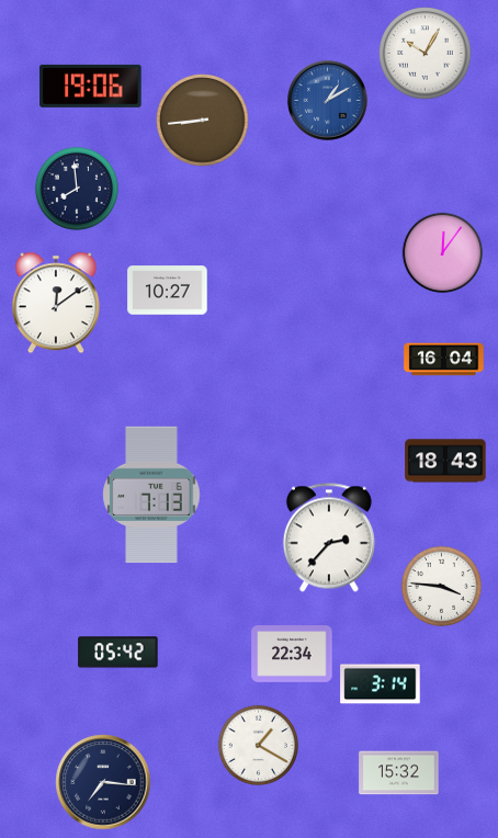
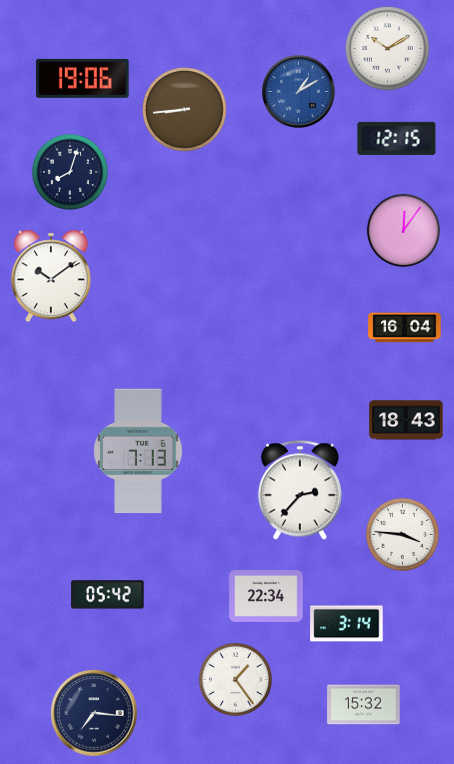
clock at (426, 54): 10:05 -> 10:10
clock at (397, 138): none -> 12:15
clock at (77, 189): 7:59 -> 8:03
clock at (168, 291): 10:27 -> none
clock at (56, 303): 12:09 -> 10:09
clock at (258, 745): 1:20 -> 1:24
